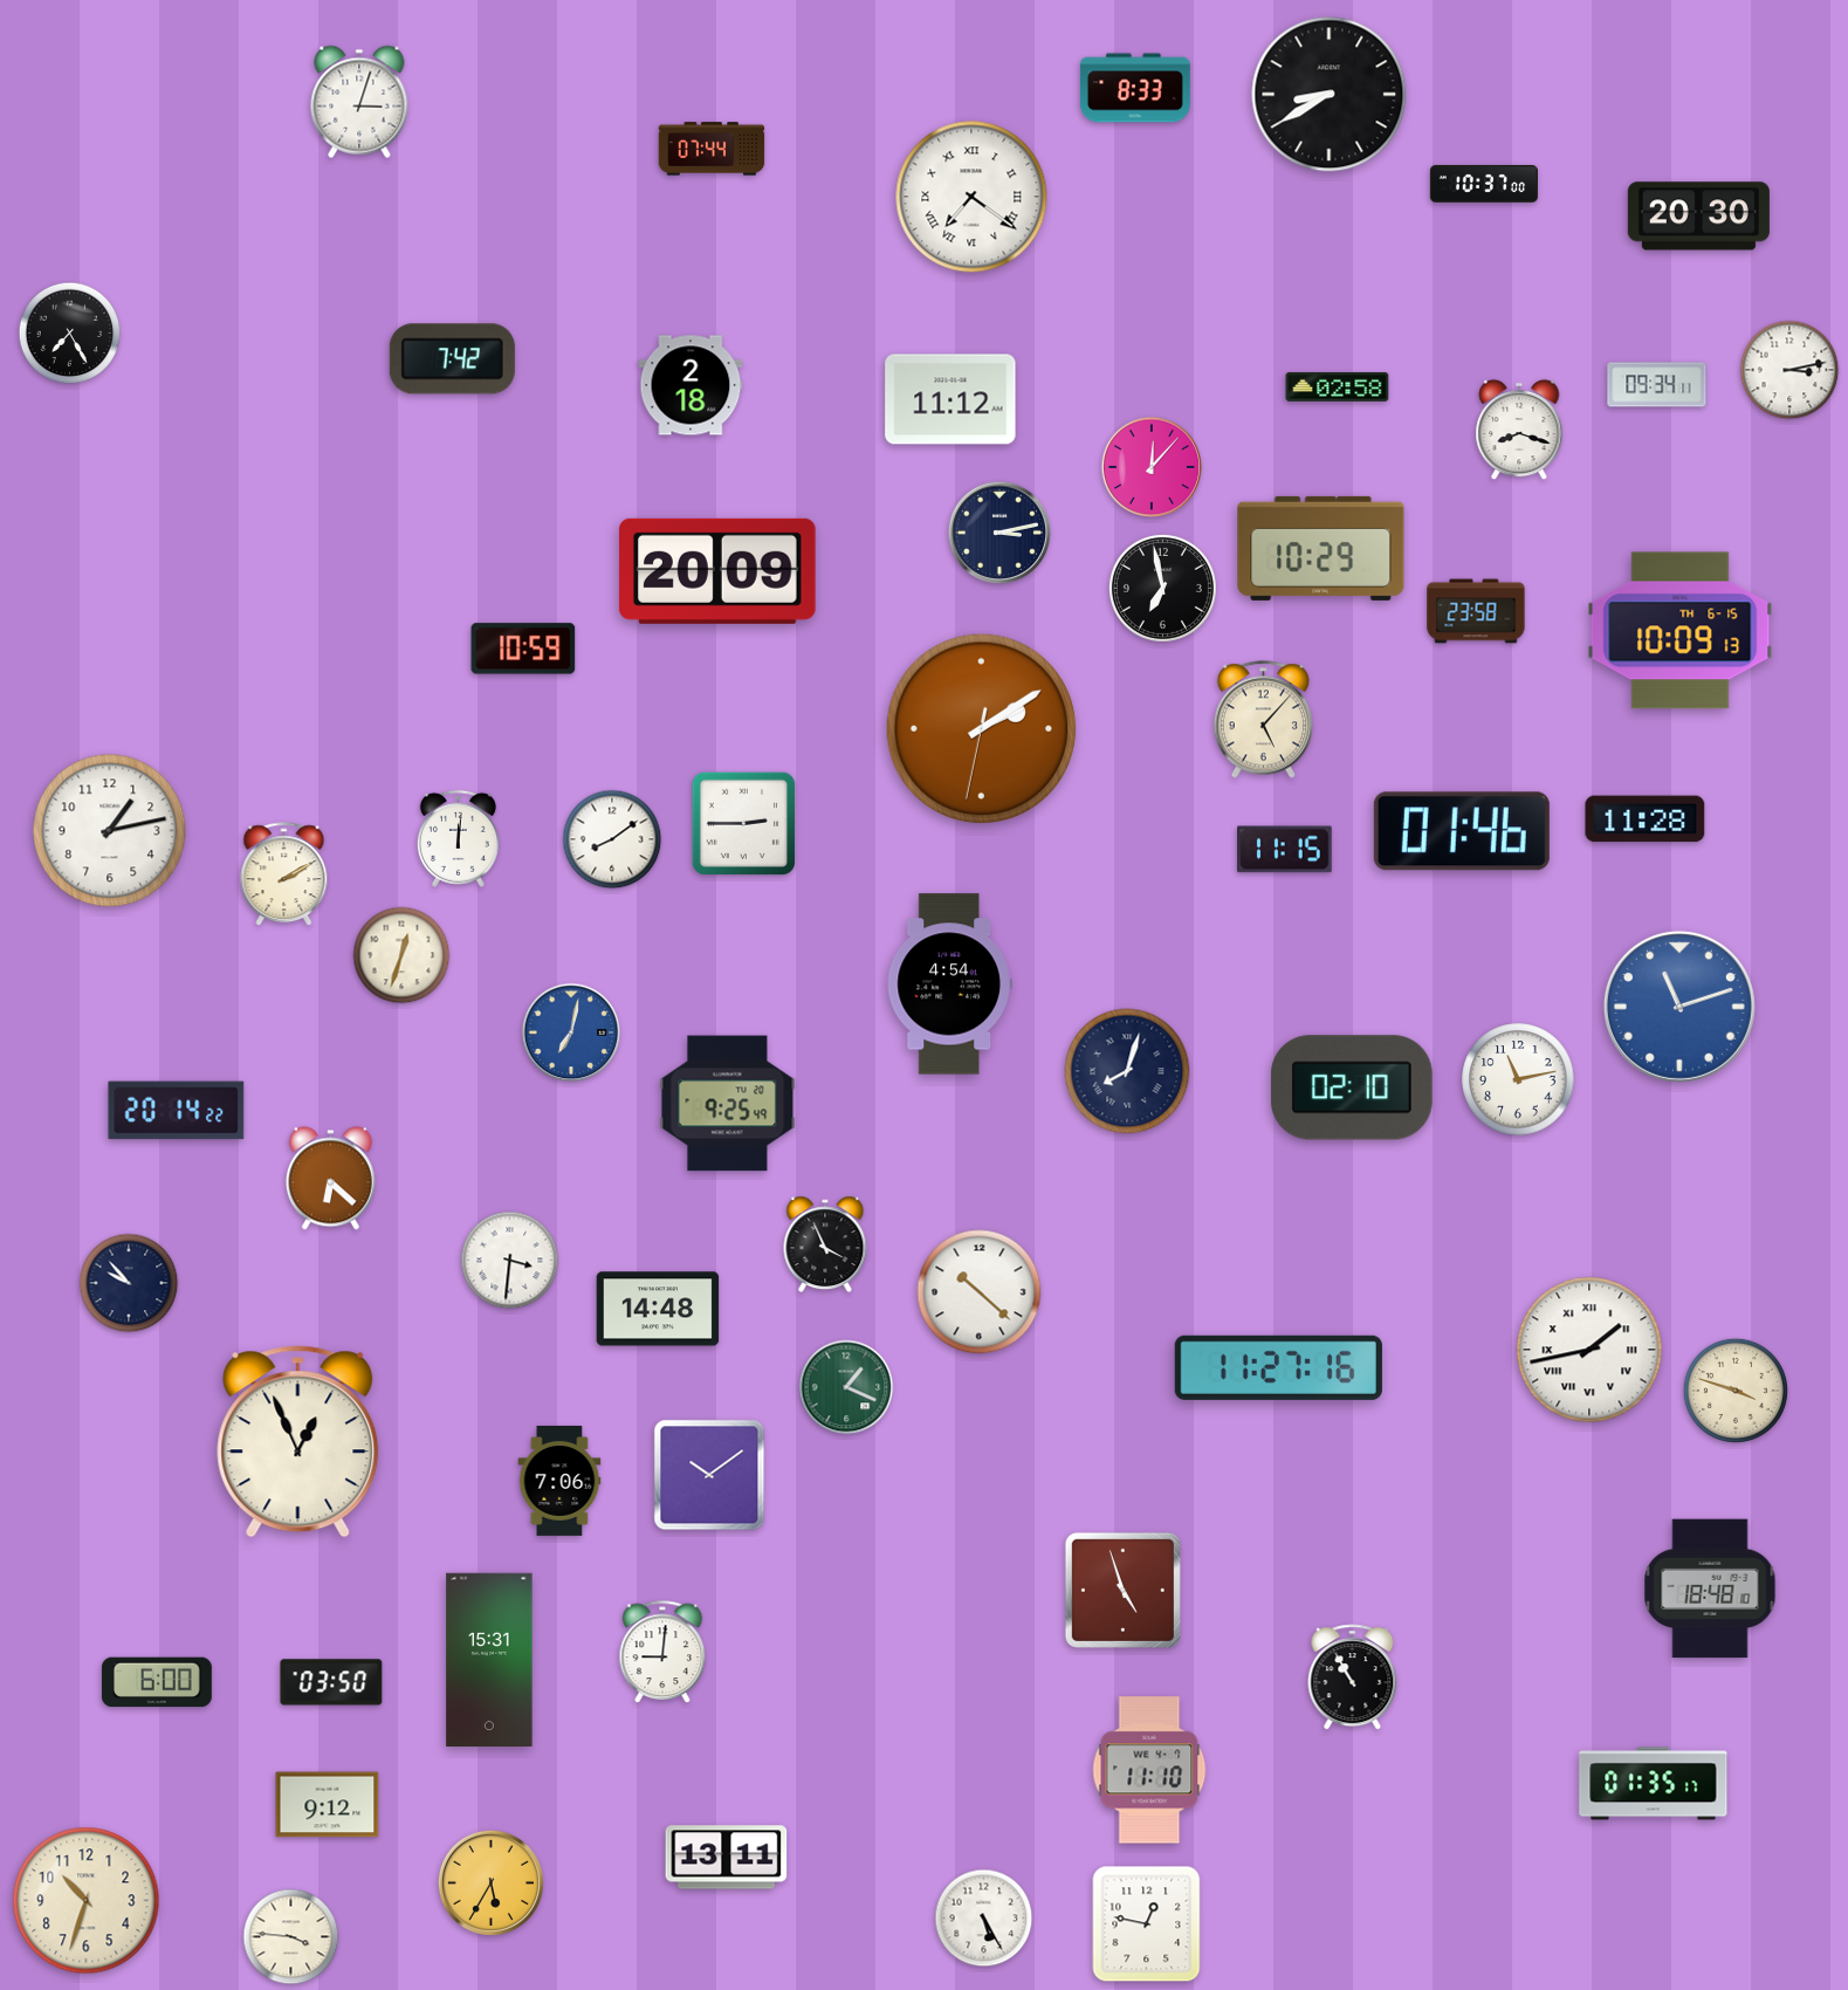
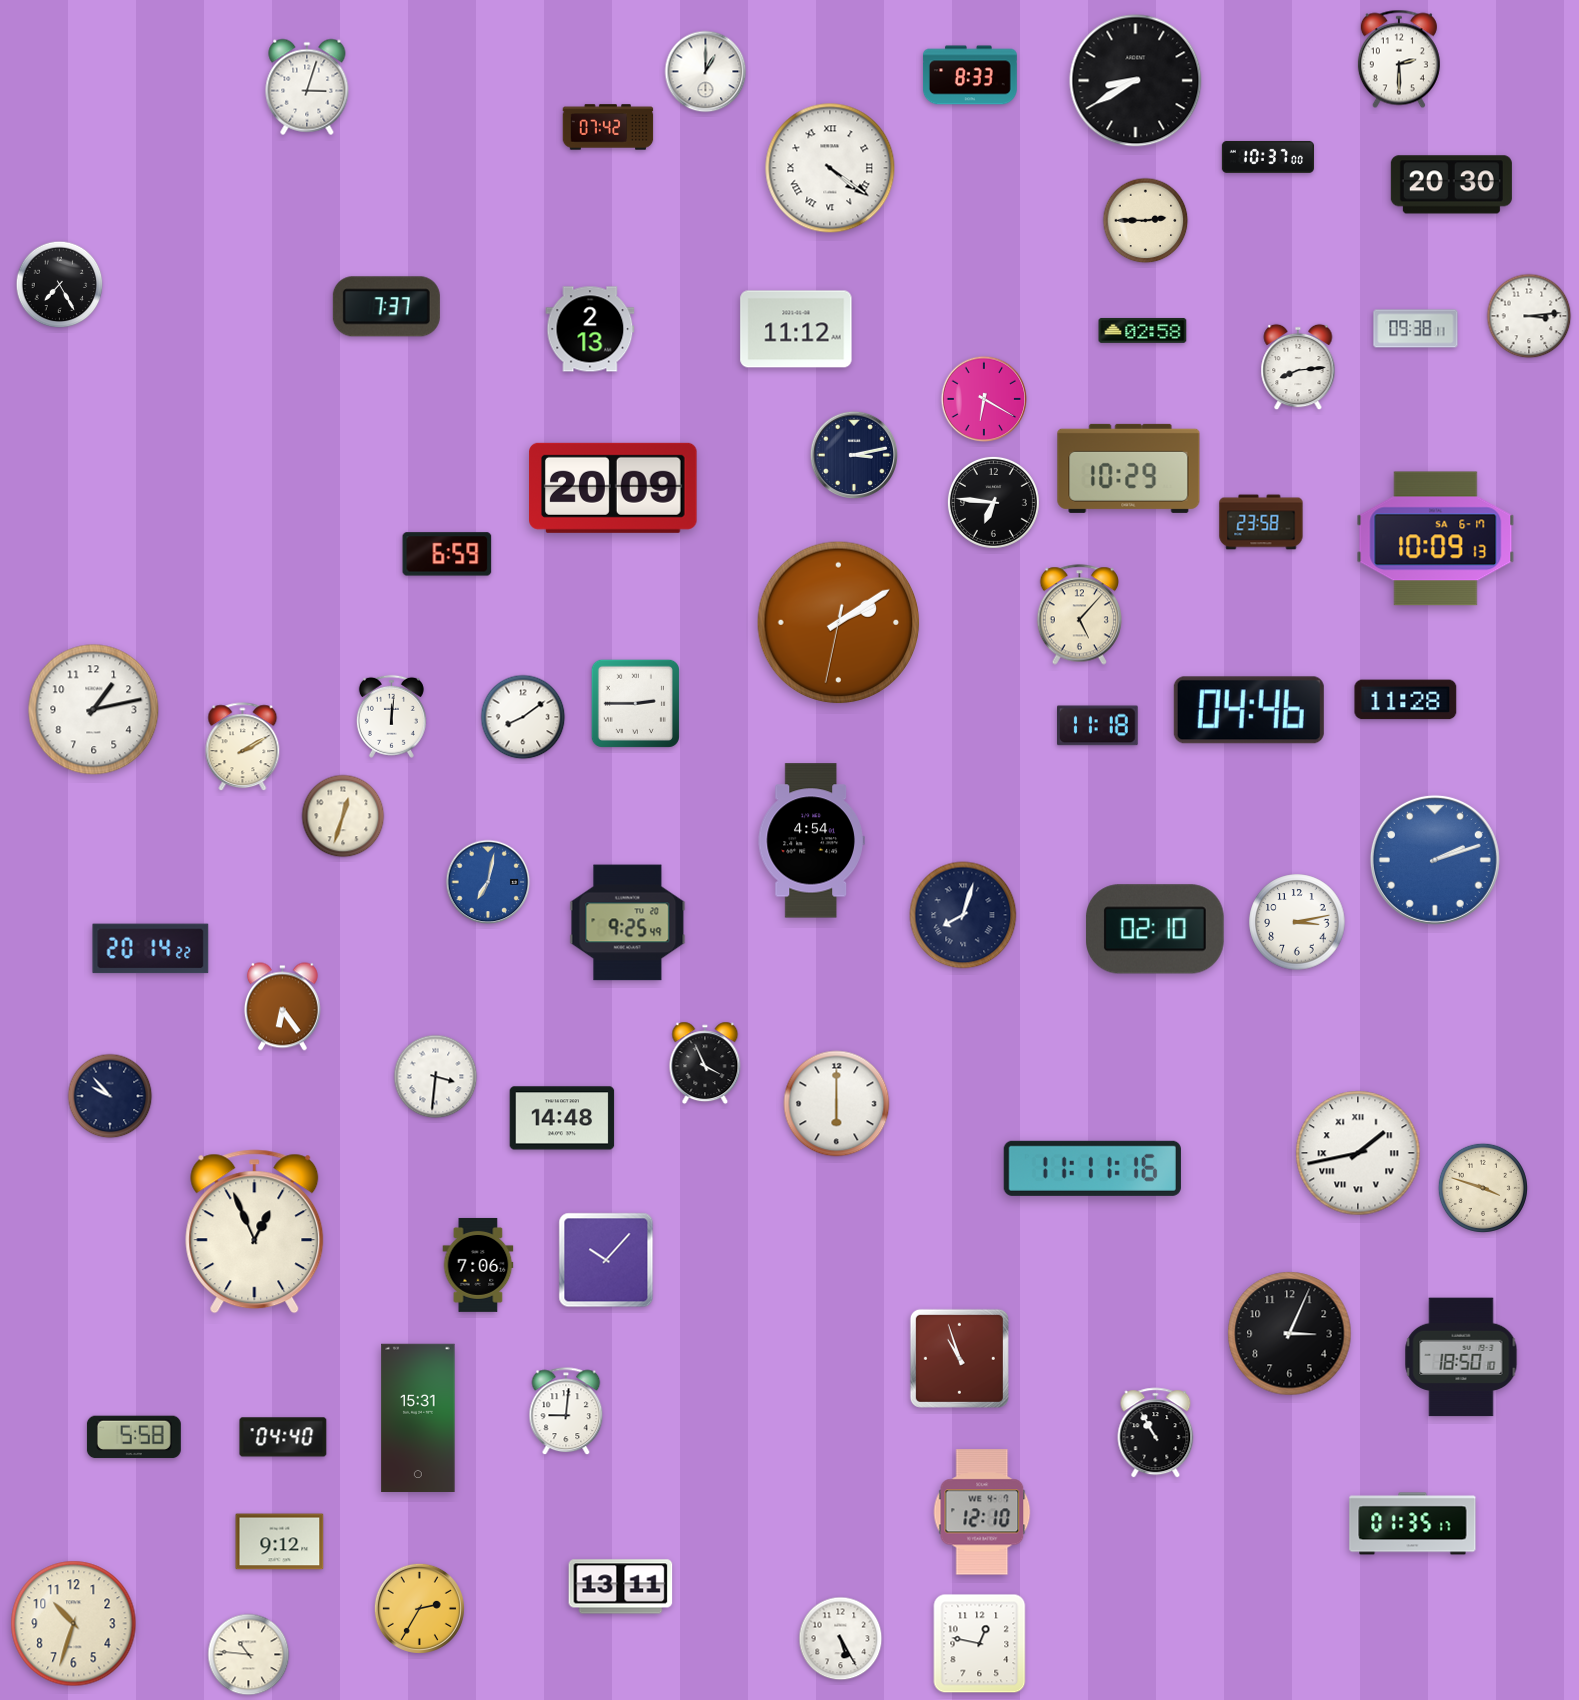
clock at (1399, 59): none -> 2:30
clock at (706, 72): none -> 1:00
clock at (712, 149): 07:44 -> 07:42
clock at (971, 197): 7:21 -> 4:21
clock at (1146, 221): none -> 2:45
clock at (452, 359): 7:42 -> 7:37
clock at (1789, 370): 3:13 -> 3:14
clock at (691, 385): 2:18 -> 2:13
clock at (1657, 385): 09:34 -> 09:38
clock at (950, 399) position: (950, 399) -> (796, 329)
clock at (1519, 430): 8:18 -> 8:14
clock at (1152, 467): 12:07 -> 6:20
clock at (1162, 588): 6:58 -> 6:46
clock at (1681, 631) date: TH 6-15 -> SA 6-17
clock at (523, 649): 10:59 -> 6:59
clock at (1462, 831): 01:46 -> 04:46
clock at (1285, 850): 11:15 -> 11:18
clock at (1679, 1007): 11:12 -> 2:12
clock at (1518, 1079): 11:13 -> 3:13
clock at (728, 1104) position: (728, 1104) -> (628, 923)
clock at (330, 1179): 6:22 -> 6:24
clock at (980, 1292): 10:22 -> 6:00
clock at (1278, 1367): 11:27 -> 11:11
clock at (846, 1387): 1:19 -> none
clock at (709, 1475): 10:09 -> 10:07
clock at (1290, 1334): none -> 3:04
clock at (1710, 1588): 18:48 -> 18:50
clock at (1122, 1590): 4:57 -> 10:57
clock at (157, 1682): 6:00 -> 5:58
clock at (331, 1682): 03:50 -> 04:40
clock at (1149, 1770): 11:10 -> 12:10
clock at (490, 1882): 5:35 -> 2:35
clock at (291, 1937): 3:46 -> 10:46
